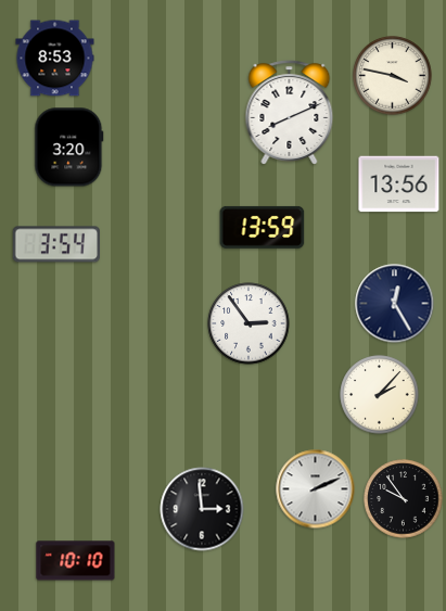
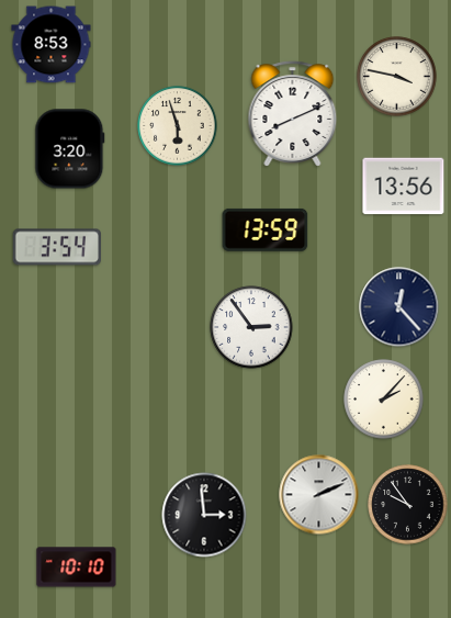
clock at (55, 59) position: (55, 59) -> (52, 45)
clock at (178, 126): none -> 5:57
clock at (395, 304): 12:25 -> 12:23
